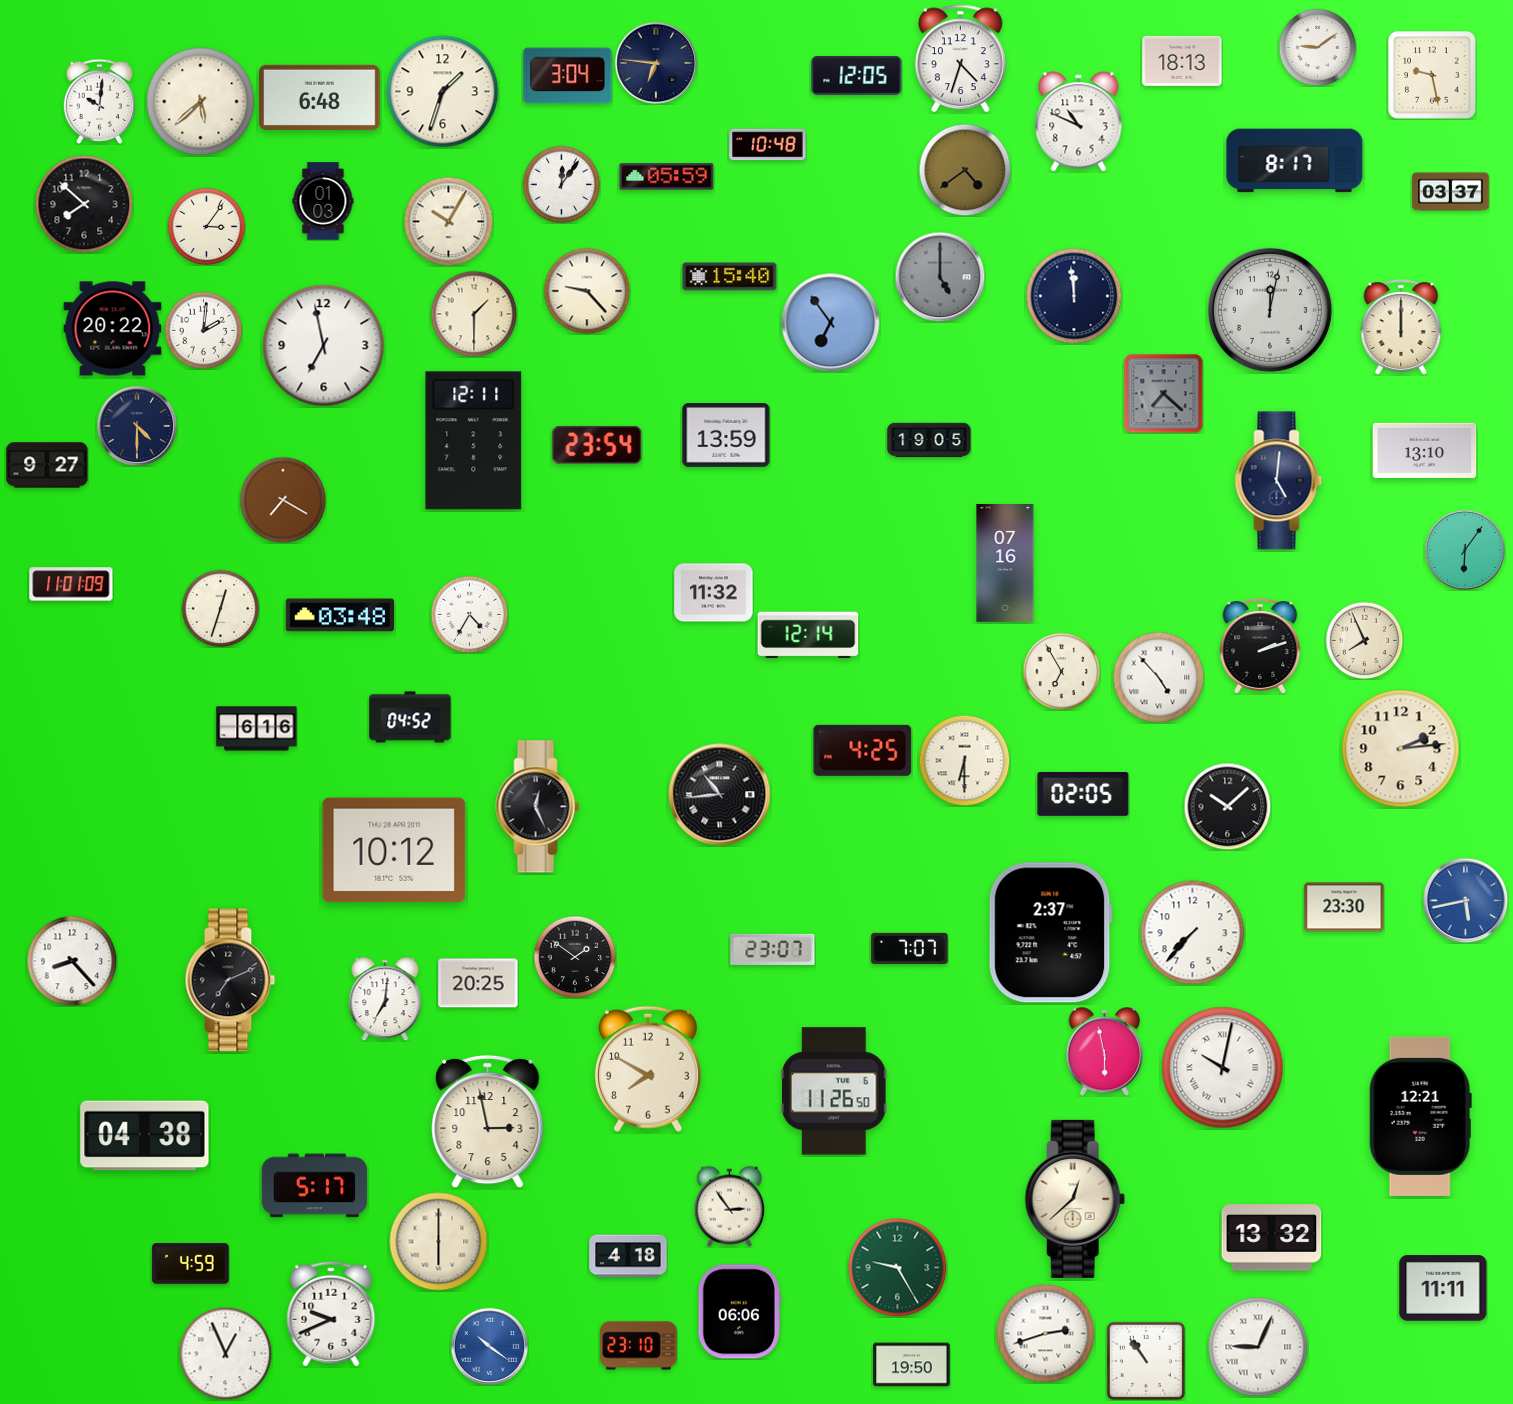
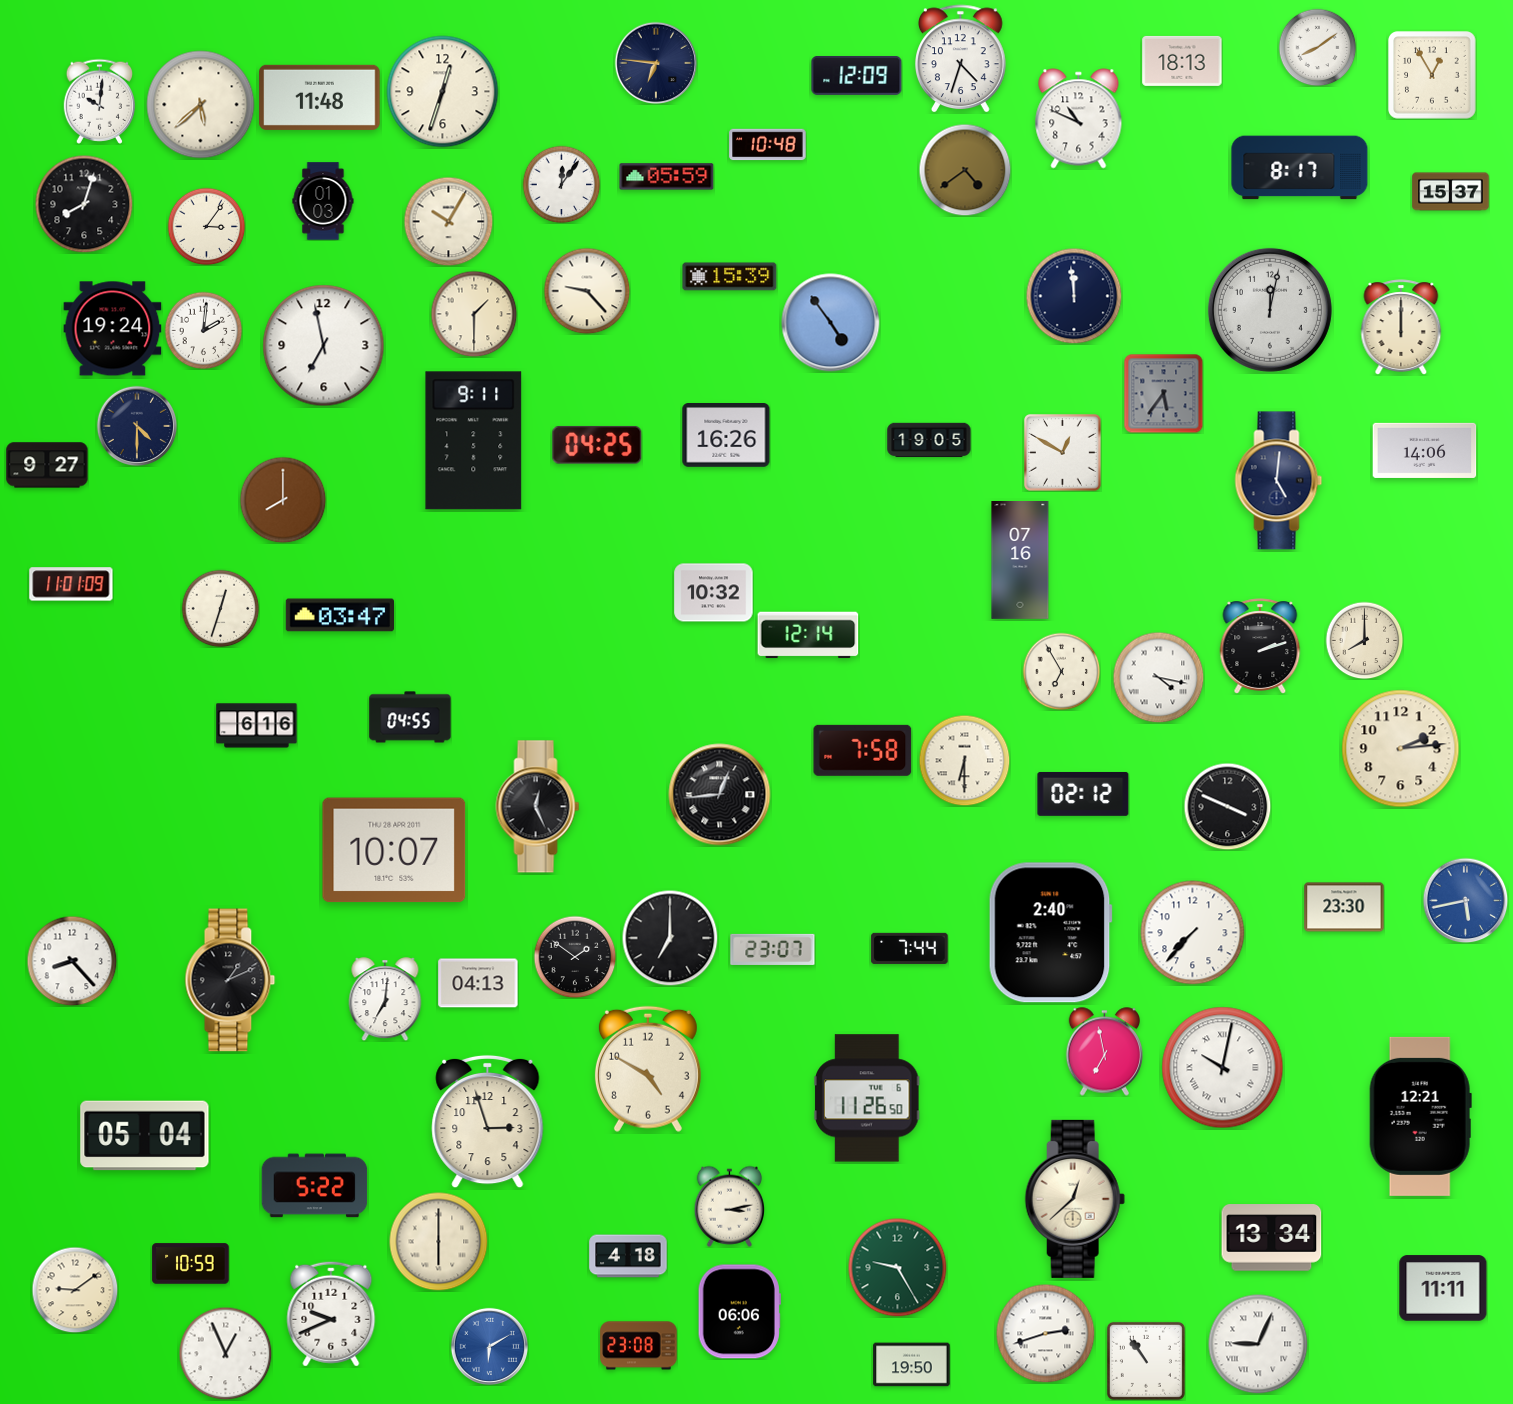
clock at (1317, 47): 9:09 -> 8:09
clock at (1432, 75): 9:28 -> 12:55
clock at (568, 76): 3:04 -> none
clock at (857, 76): 12:05 -> 12:09
clock at (443, 92): 1:33 -> 12:33
clock at (320, 97): 6:48 -> 11:48
clock at (201, 102) position: (201, 102) -> (201, 105)
clock at (1079, 122) position: (1079, 122) -> (1079, 119)
clock at (1295, 161) position: (1295, 161) -> (1300, 168)
clock at (1451, 192): 03:37 -> 15:37
clock at (84, 204): 7:52 -> 8:03
clock at (730, 277): 15:40 -> 15:39
clock at (940, 277): 5:00 -> none
clock at (831, 323): 6:54 -> 4:54
clock at (113, 329): 20:22 -> 19:24
clock at (1163, 393): 7:22 -> 5:36
clock at (726, 435): 13:59 -> 16:26
clock at (474, 441): 12:11 -> 9:11
clock at (597, 445): 23:54 -> 04:25
clock at (1425, 450): 13:10 -> 14:06
clock at (1063, 453): none -> 12:50
clock at (283, 500): 7:20 -> 8:00
clock at (1465, 550): 6:06 -> none
clock at (1005, 564) position: (1005, 564) -> (1020, 561)
clock at (714, 593): 11:32 -> 10:32
clock at (469, 614): 4:35 -> none
clock at (339, 615): 03:48 -> 03:47
clock at (1364, 640): 7:56 -> 8:00
clock at (1158, 677): 4:53 -> 4:17
clock at (410, 717): 04:52 -> 04:55
clock at (257, 729) position: (257, 729) -> (257, 726)
clock at (863, 750): 4:25 -> 7:58
clock at (1083, 794): 02:05 -> 02:12
clock at (720, 795): 10:44 -> 12:44
clock at (1227, 806): 10:08 -> 3:49
clock at (394, 850): 10:12 -> 10:07
clock at (1050, 933): 2:37 -> 2:40
clock at (670, 938): none -> 7:00
clock at (910, 948): 7:07 -> 7:44
clock at (230, 980): 7:11 -> 1:11
clock at (478, 983): 20:25 -> 04:13
clock at (1104, 1052): 5:58 -> 6:58
clock at (648, 1069): 7:50 -> 4:50
clock at (834, 1091) position: (834, 1091) -> (867, 1098)
clock at (488, 1122): 2:58 -> 2:57
clock at (145, 1136): 04:38 -> 05:04
clock at (315, 1186): 5:17 -> 5:22
clock at (729, 1206): 2:54 -> 3:13
clock at (1272, 1238): 13:32 -> 13:34
clock at (191, 1264): 4:59 -> 10:59
clock at (75, 1290): none -> 9:09
clock at (489, 1346): 10:21 -> 6:10
clock at (639, 1346): 23:10 -> 23:08
clock at (1258, 1347) position: (1258, 1347) -> (1258, 1344)
